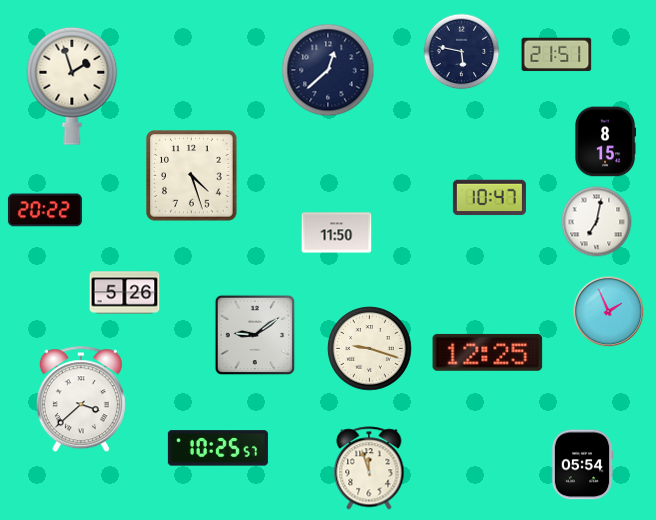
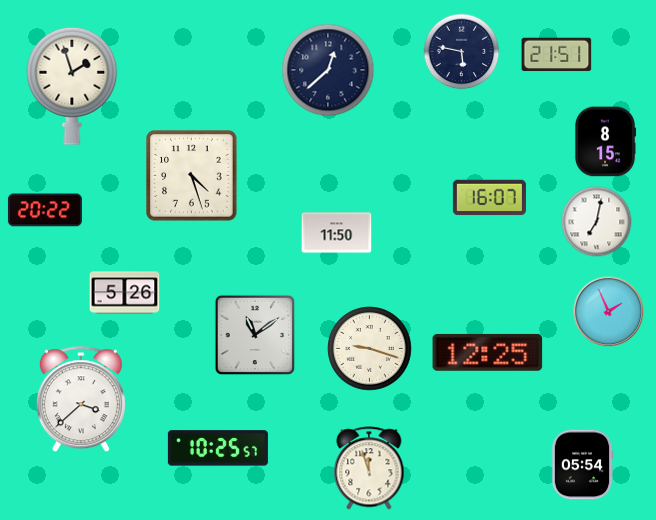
clock at (489, 198): 10:47 -> 16:07
clock at (255, 335): 9:09 -> 11:09
